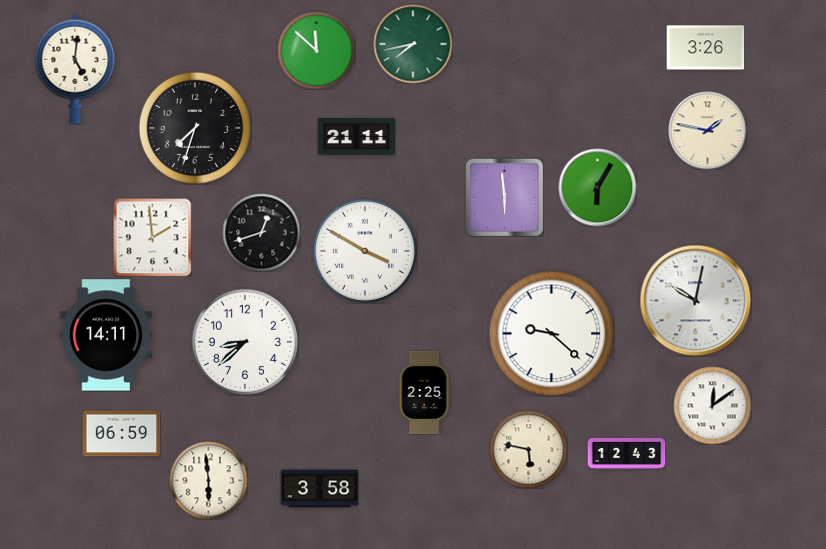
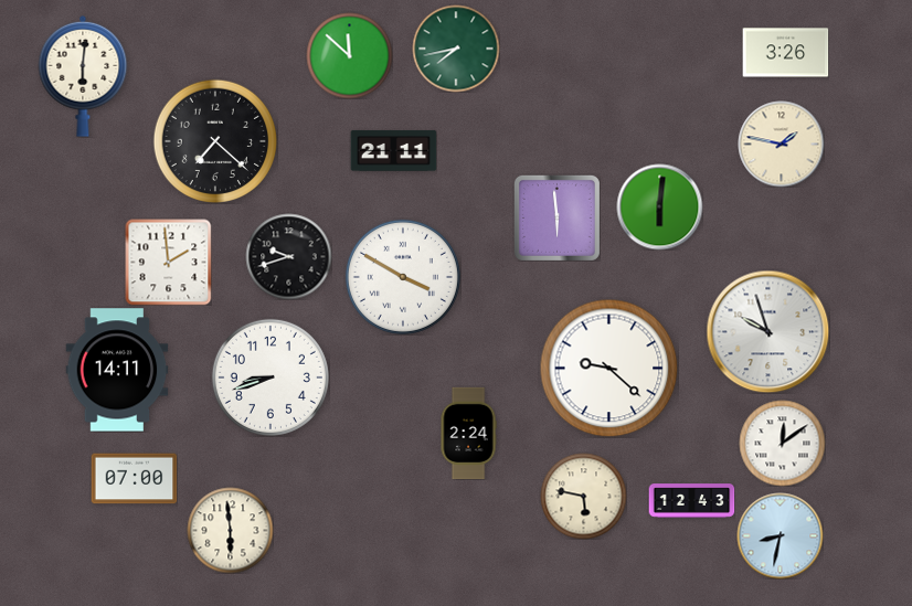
clock at (705, 48) position: (705, 48) -> (785, 53)
clock at (75, 69): 5:01 -> 6:01
clock at (194, 127): 7:33 -> 7:22
clock at (597, 187): 6:05 -> 6:01
clock at (261, 232): 12:42 -> 9:42
clock at (695, 300): 10:02 -> 9:57
clock at (245, 342): 8:38 -> 8:42
clock at (424, 392): 2:25 -> 2:24
clock at (712, 405) position: (712, 405) -> (782, 443)
clock at (121, 434): 06:59 -> 07:00
clock at (780, 535): none -> 8:32
clock at (319, 489): 3:58 -> none
